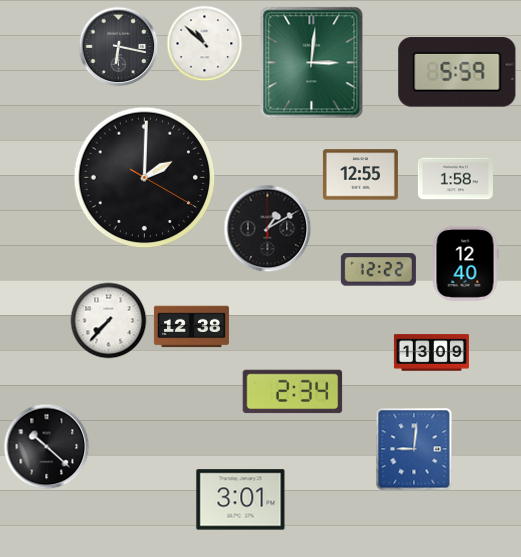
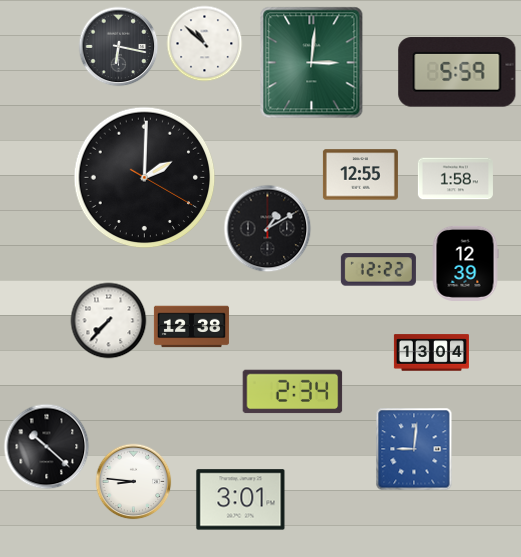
clock at (465, 263): 12:40 -> 12:39
clock at (431, 353): 13:09 -> 13:04
clock at (134, 482): none -> 8:46
